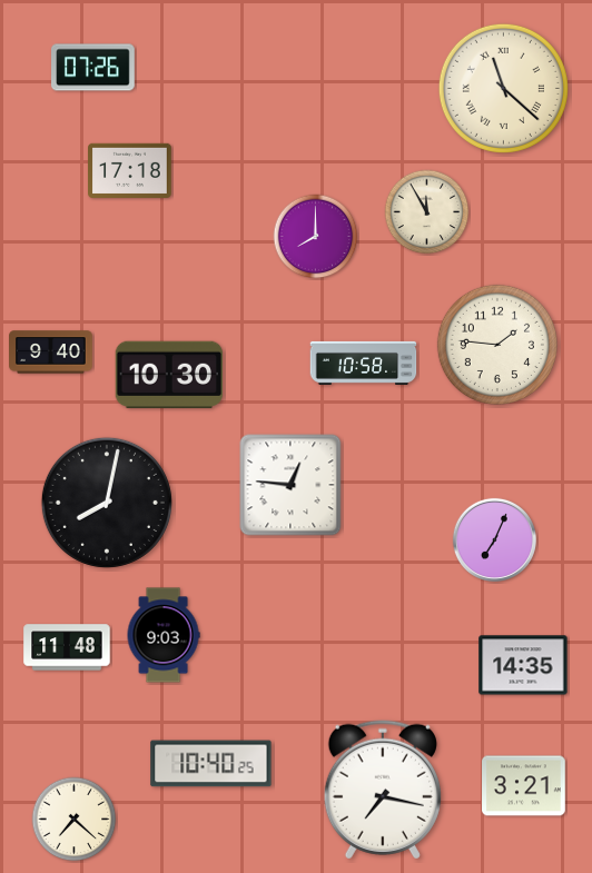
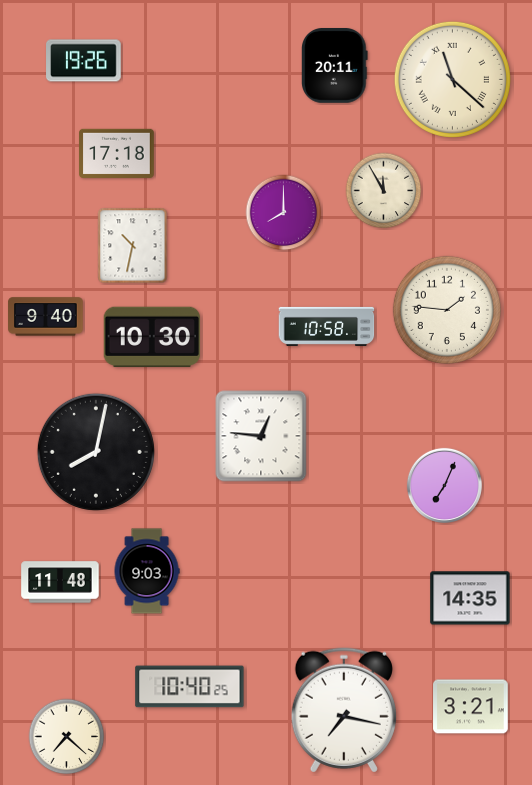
clock at (93, 68): 07:26 -> 19:26
clock at (335, 66): none -> 20:11
clock at (133, 246): none -> 10:32
